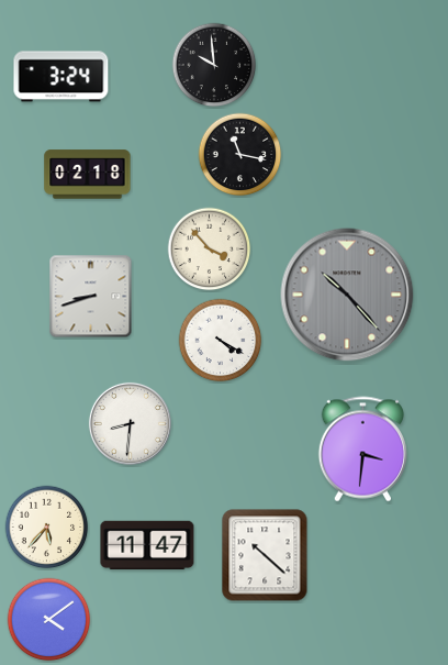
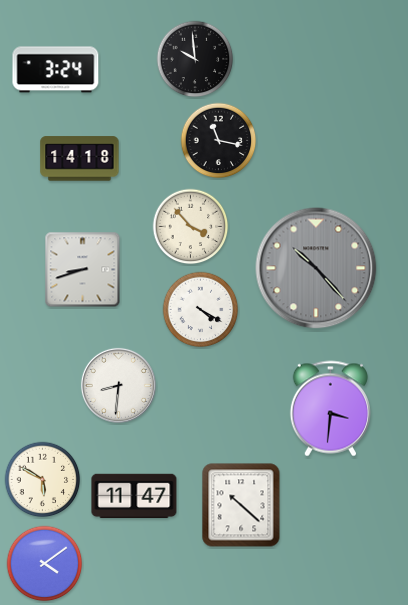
clock at (88, 175): 02:18 -> 14:18
clock at (47, 528): 5:37 -> 5:50
